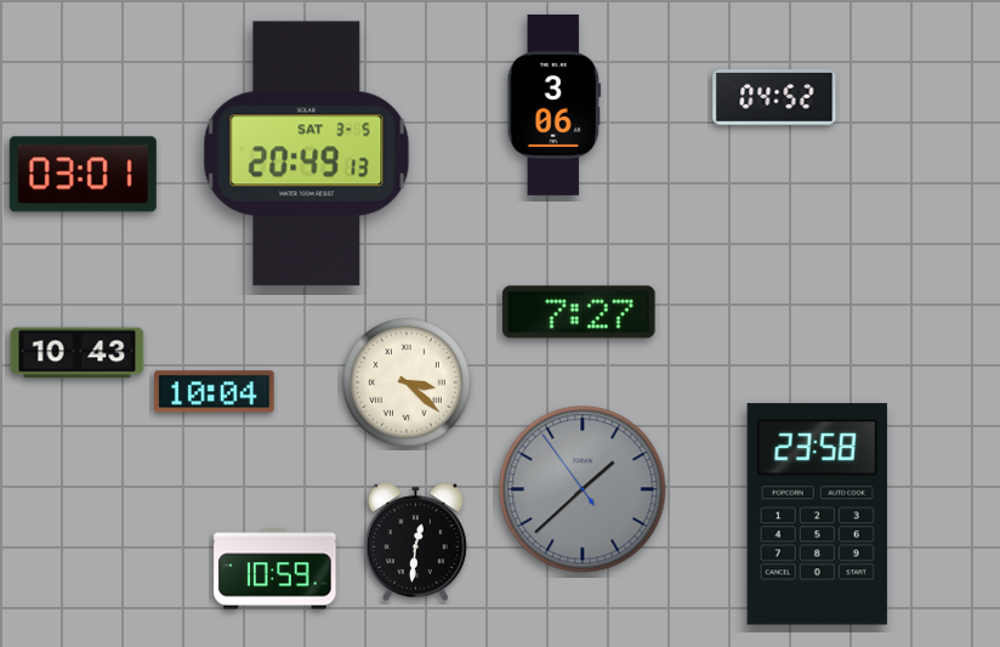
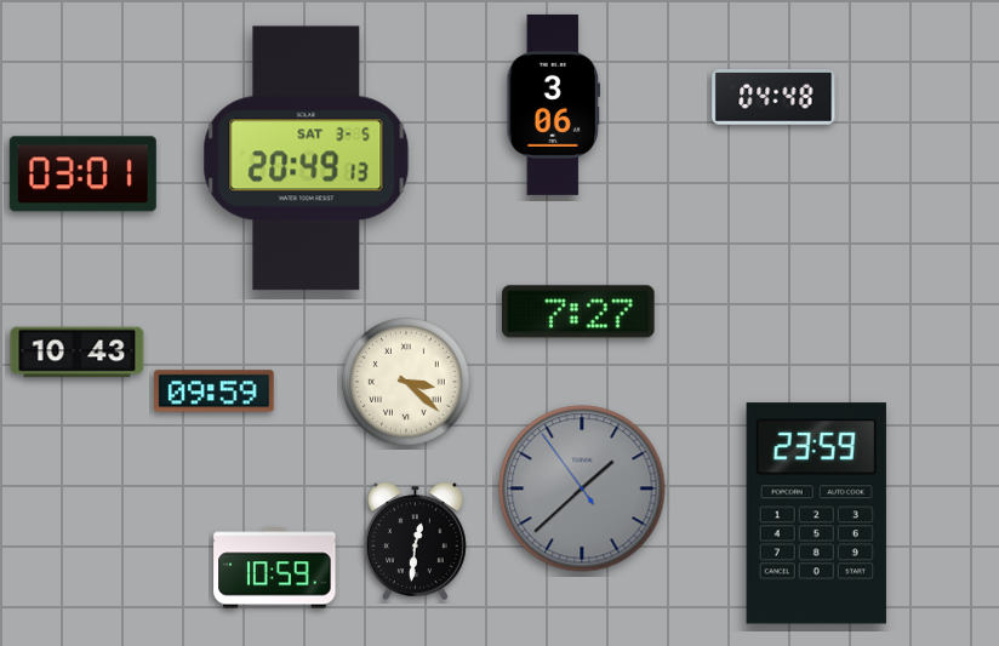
clock at (774, 98): 04:52 -> 04:48
clock at (307, 154) position: (307, 154) -> (307, 159)
clock at (215, 392): 10:04 -> 09:59
clock at (817, 515): 23:58 -> 23:59
